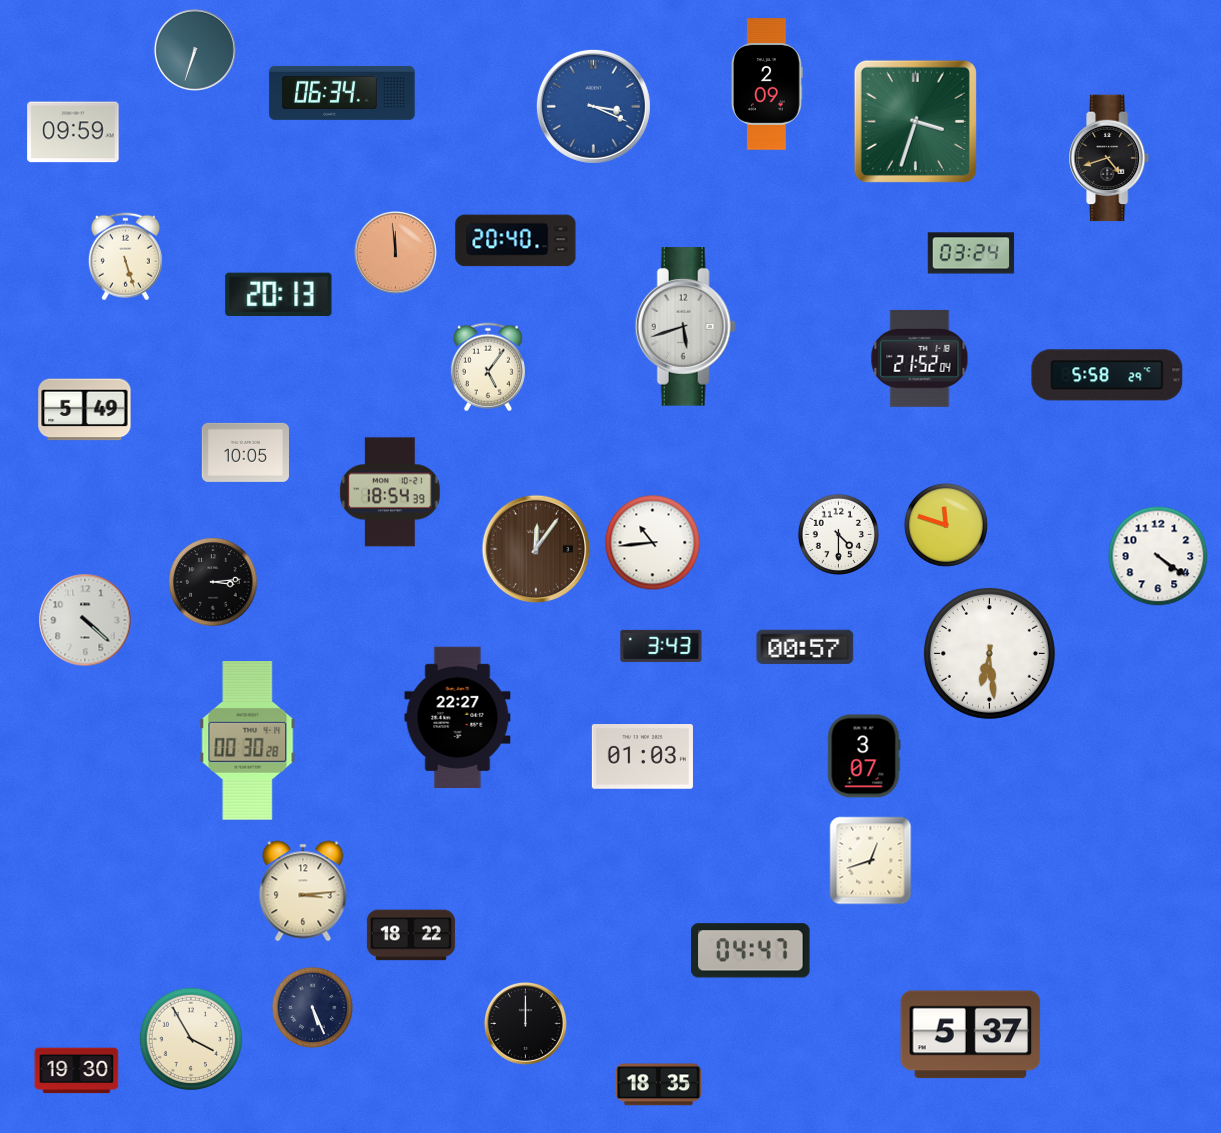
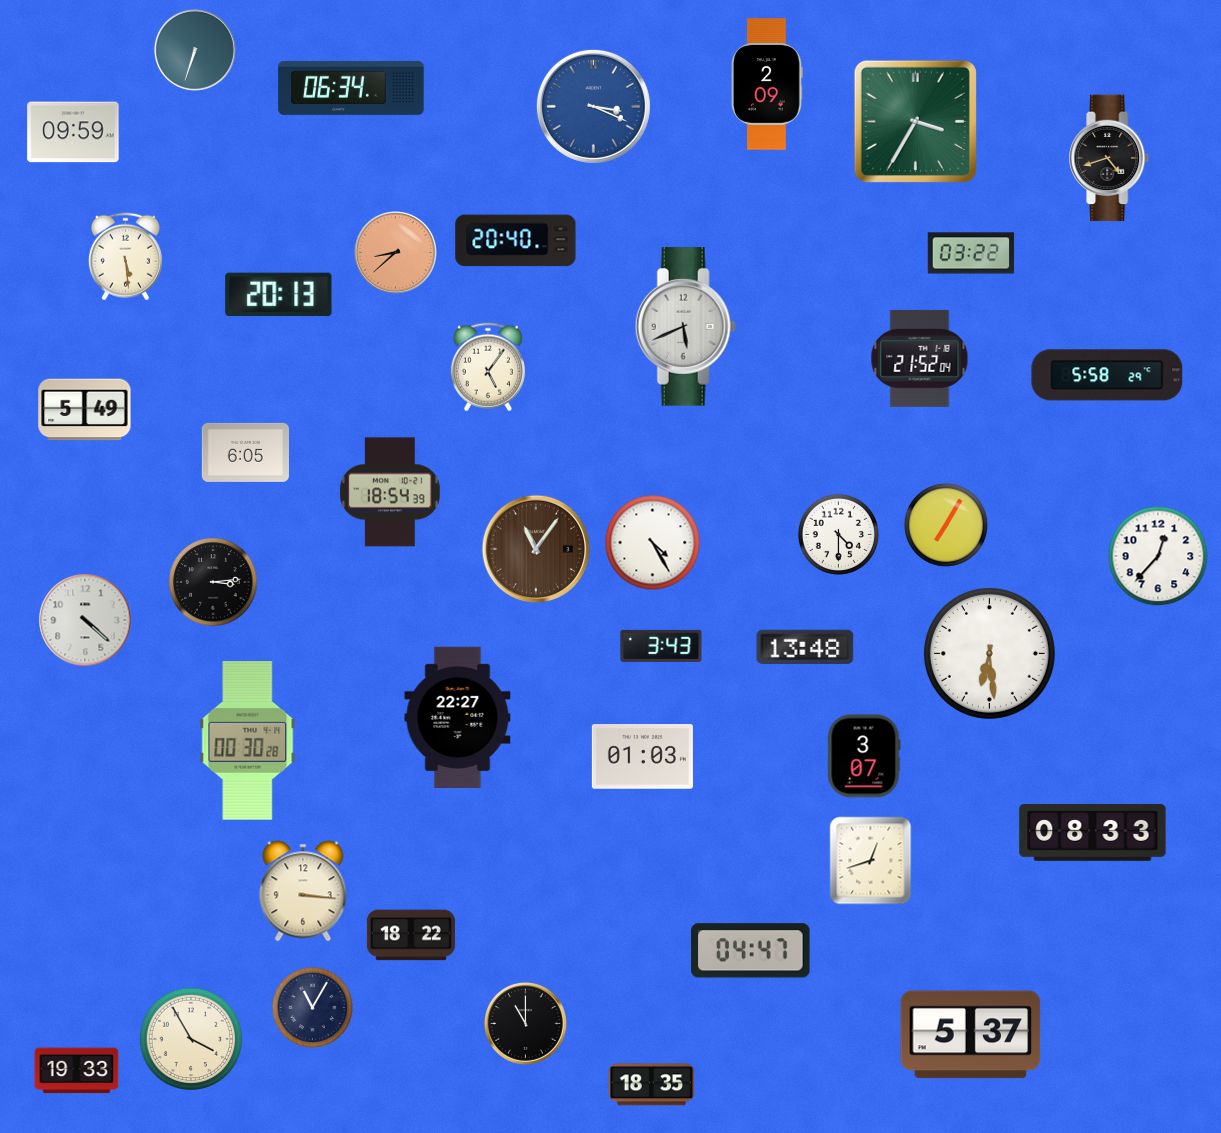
clock at (342, 93) position: (342, 93) -> (351, 88)
clock at (915, 121): 3:33 -> 3:35
clock at (395, 252): 11:59 -> 8:38
clock at (971, 253): 03:24 -> 03:22
clock at (125, 257): 5:27 -> 5:29
clock at (685, 327): 5:42 -> 5:41
clock at (245, 452): 10:05 -> 6:05
clock at (946, 525): 11:48 -> 7:05
clock at (653, 543): 10:44 -> 4:25
clock at (536, 549): 12:06 -> 11:06
clock at (1158, 556): 4:21 -> 12:37
clock at (805, 646): 00:57 -> 13:48
clock at (1093, 833): none -> 08:33
clock at (303, 891): 3:14 -> 3:16
clock at (312, 1007): 5:26 -> 11:05
clock at (525, 1023): 12:00 -> 11:00
clock at (77, 1071): 19:30 -> 19:33
clock at (659, 1085) position: (659, 1085) -> (652, 1085)
